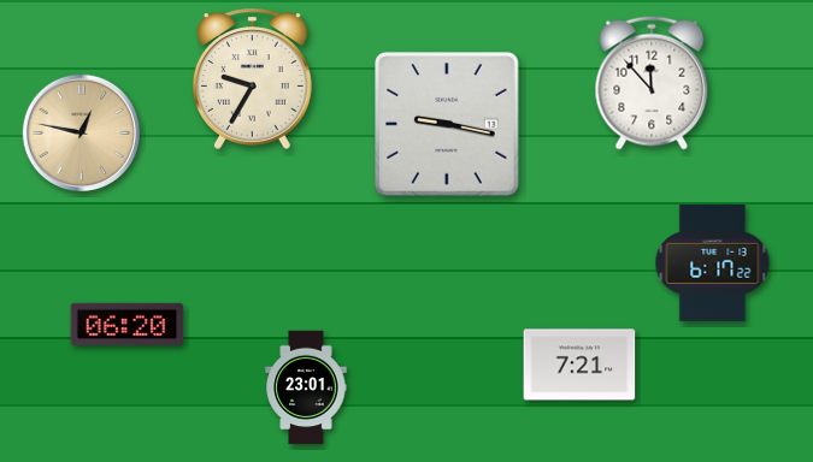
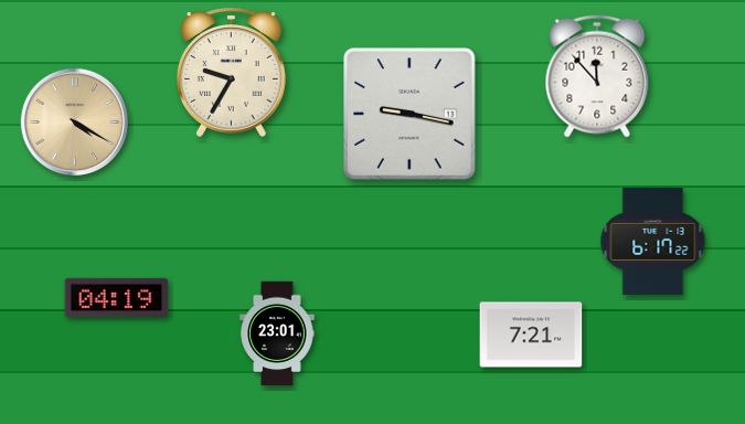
clock at (81, 132): 12:47 -> 4:20
clock at (128, 324): 06:20 -> 04:19
clock at (306, 387) position: (306, 387) -> (277, 333)
